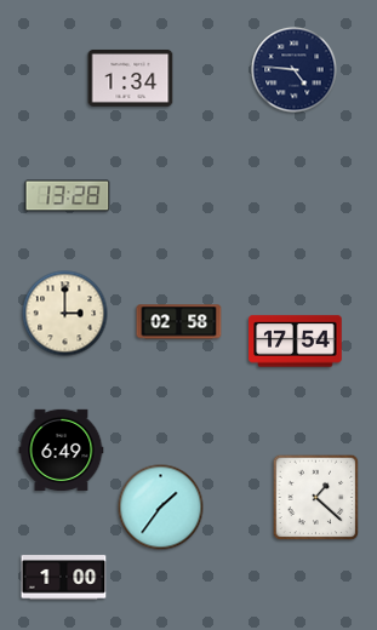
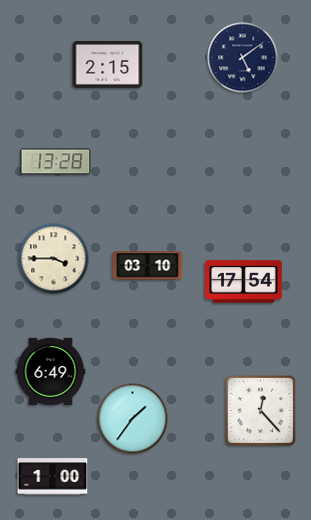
clock at (295, 70): 4:46 -> 5:09
clock at (131, 78): 1:34 -> 2:15
clock at (65, 314): 3:00 -> 3:45
clock at (179, 322): 02:58 -> 03:10
clock at (316, 498): 1:22 -> 12:23
